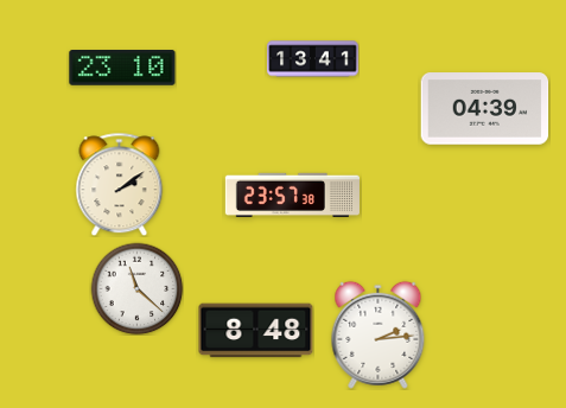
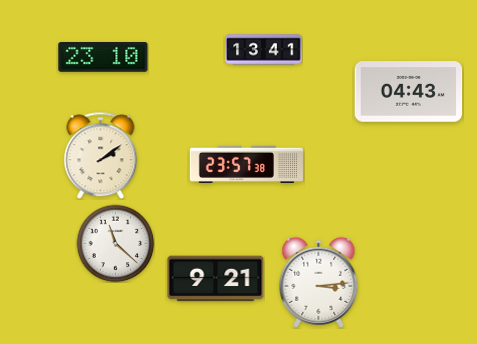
clock at (485, 109): 04:39 -> 04:43
clock at (256, 331): 8:48 -> 9:21
clock at (379, 334): 2:14 -> 3:14
